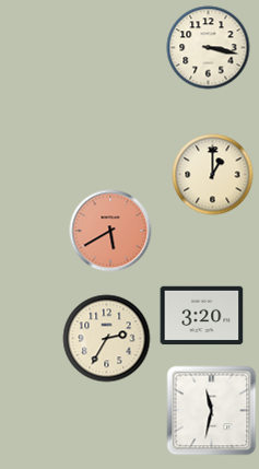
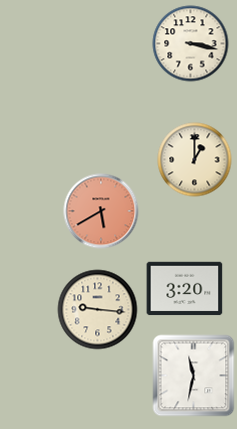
clock at (107, 339): 2:35 -> 9:16
